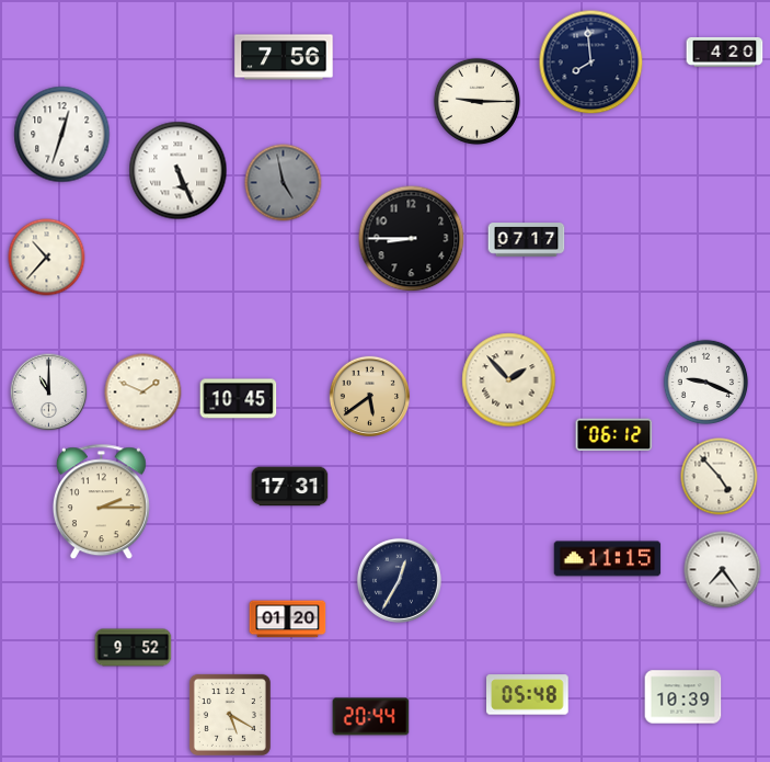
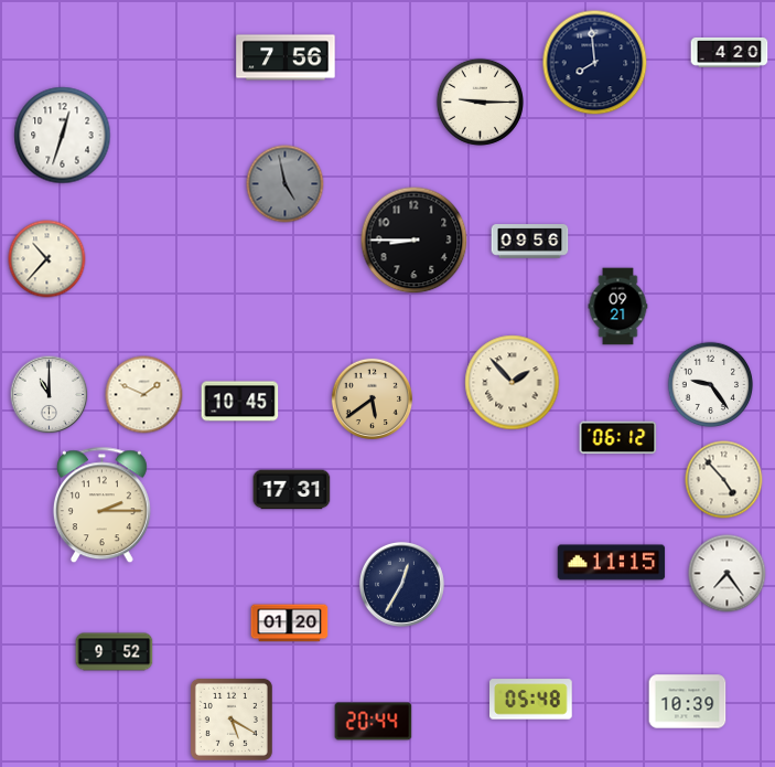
clock at (179, 171): 5:26 -> none
clock at (527, 240): 07:17 -> 09:56
clock at (618, 307): none -> 09:21
clock at (706, 383): 9:19 -> 9:24
clock at (134, 648) position: (134, 648) -> (115, 652)
